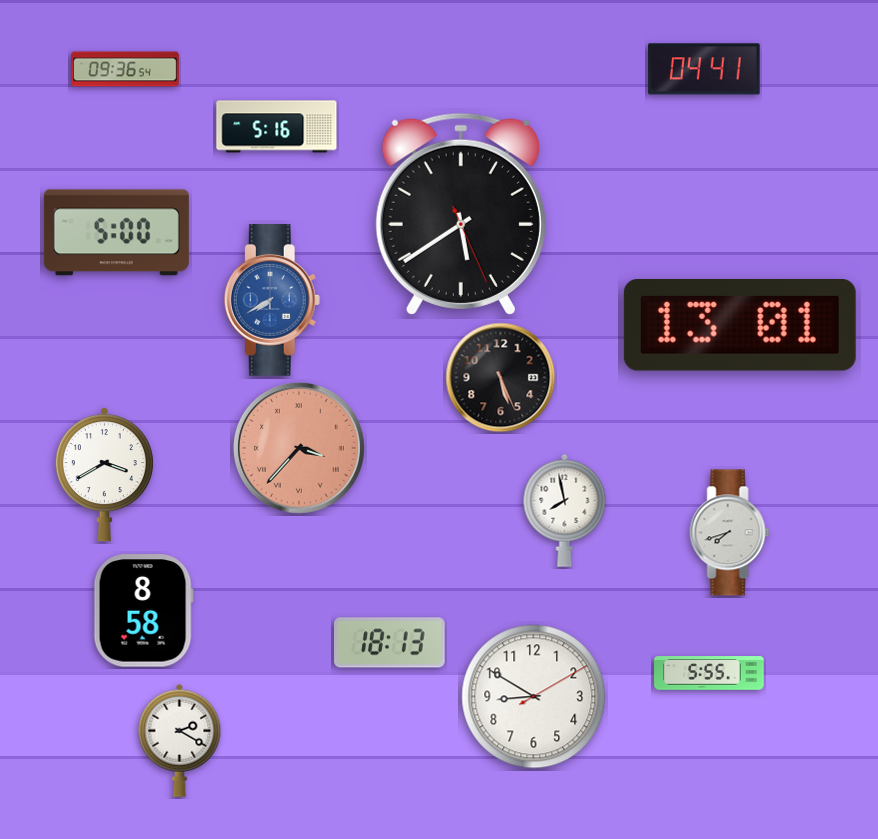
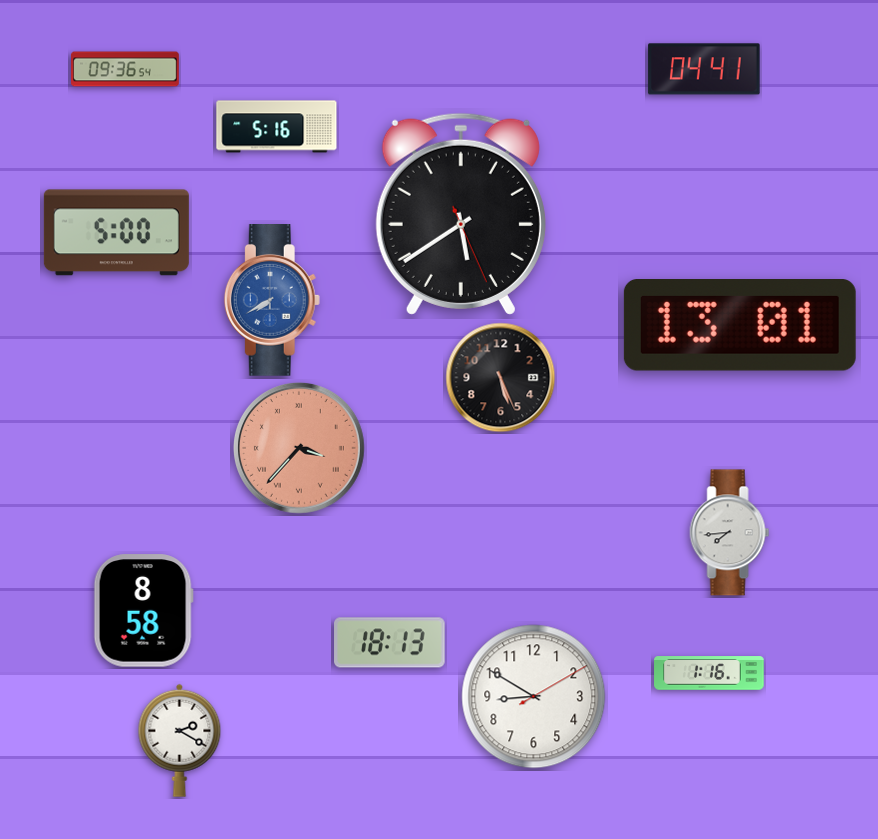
clock at (104, 475): 3:40 -> none
clock at (565, 510): 7:58 -> none
clock at (730, 533): 7:42 -> 7:44
clock at (709, 673): 5:55 -> 1:16
